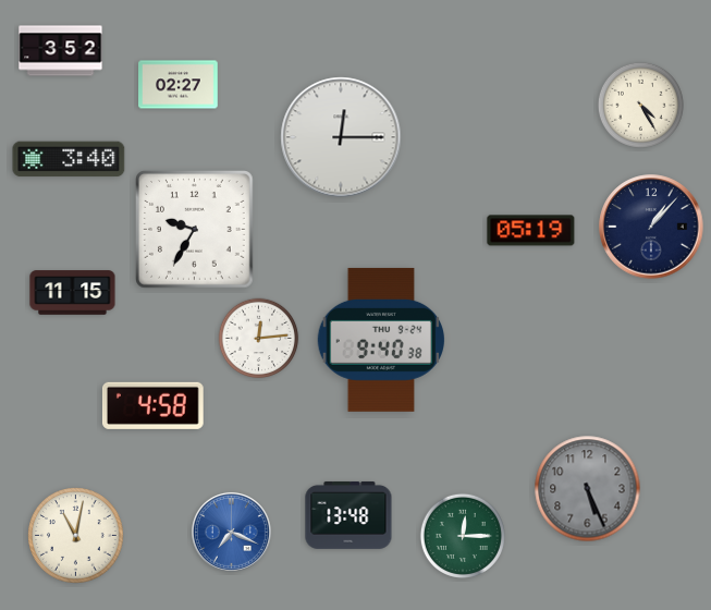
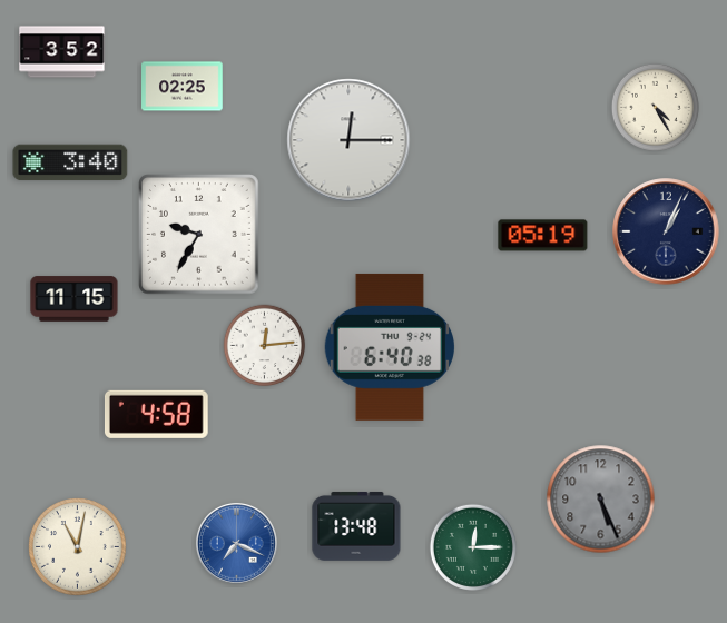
clock at (179, 85): 02:27 -> 02:25
clock at (651, 227): 1:07 -> 1:04
clock at (381, 340): 9:40 -> 6:40
